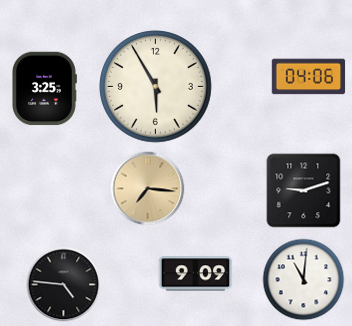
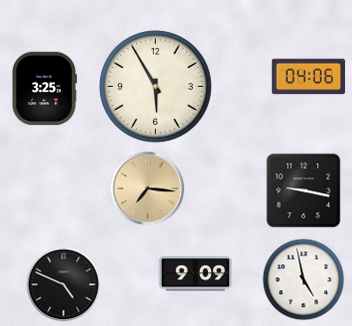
clock at (304, 191): 9:12 -> 9:17
clock at (304, 280): 11:01 -> 4:58
clock at (64, 285): 4:46 -> 4:49
